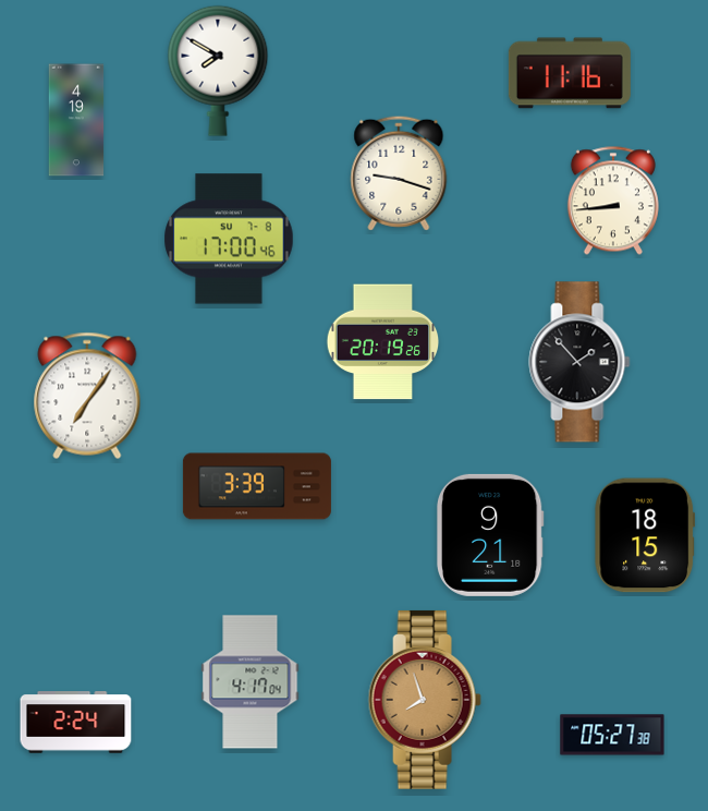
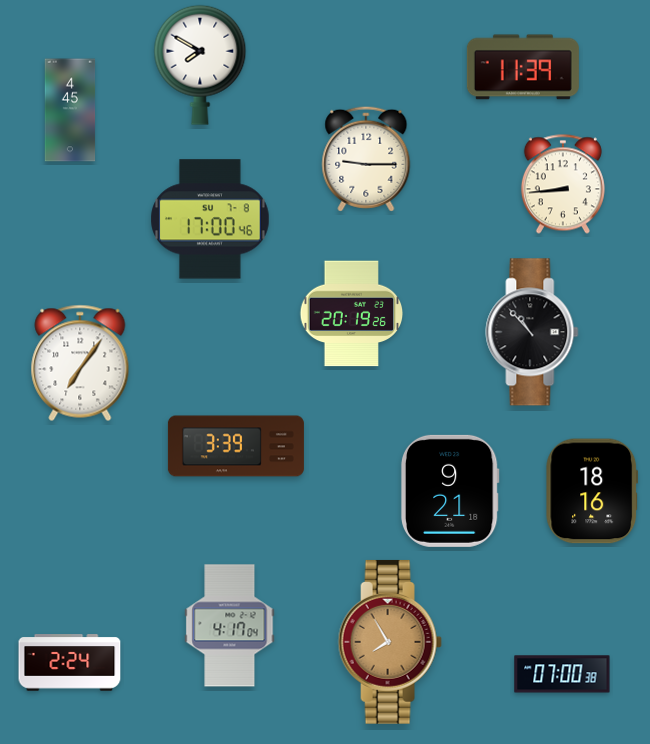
clock at (570, 73): 11:16 -> 11:39
clock at (76, 120): 4:19 -> 4:45
clock at (399, 173): 9:18 -> 9:15
clock at (579, 362): 1:53 -> 10:53
clock at (645, 535): 18:15 -> 18:16
clock at (425, 700): 7:57 -> 7:55
clock at (612, 735): 05:27 -> 07:00
